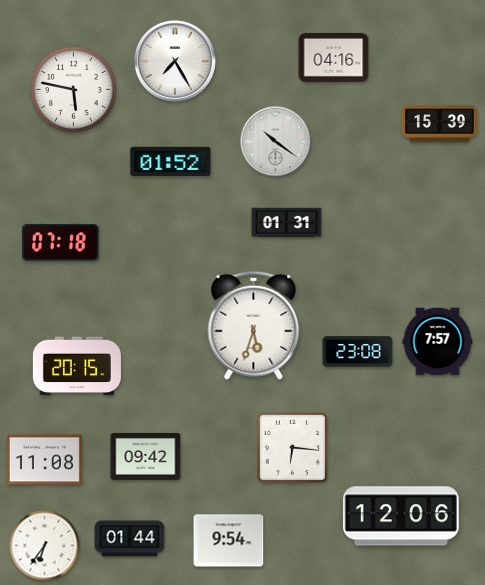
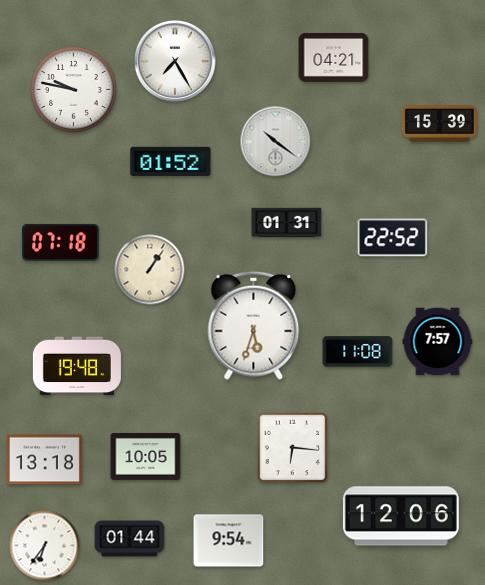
clock at (334, 57): 04:16 -> 04:21
clock at (74, 90): 5:47 -> 9:47
clock at (393, 238): none -> 22:52
clock at (150, 270): none -> 1:06
clock at (358, 352): 23:08 -> 11:08
clock at (77, 366): 20:15 -> 19:48
clock at (146, 456): 09:42 -> 10:05
clock at (44, 460): 11:08 -> 13:18
